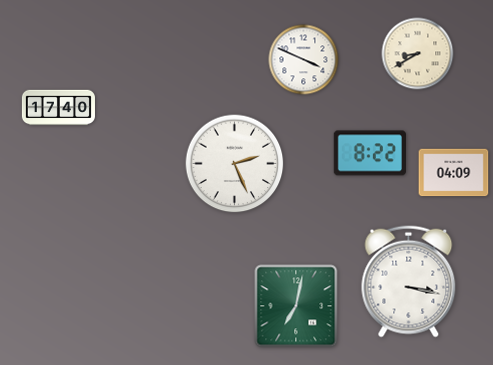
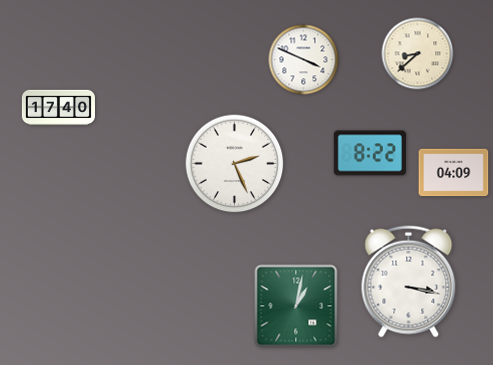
clock at (418, 54): 8:40 -> 8:38
clock at (296, 306): 7:02 -> 1:02
